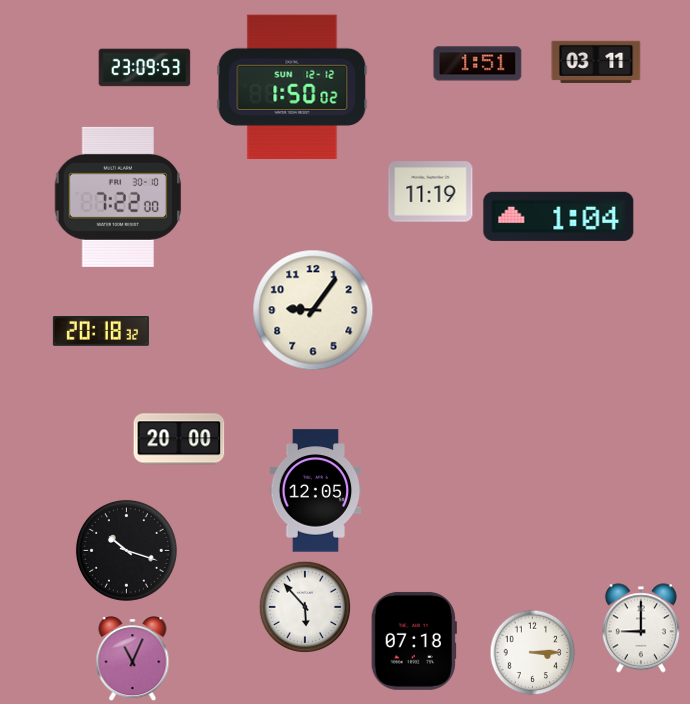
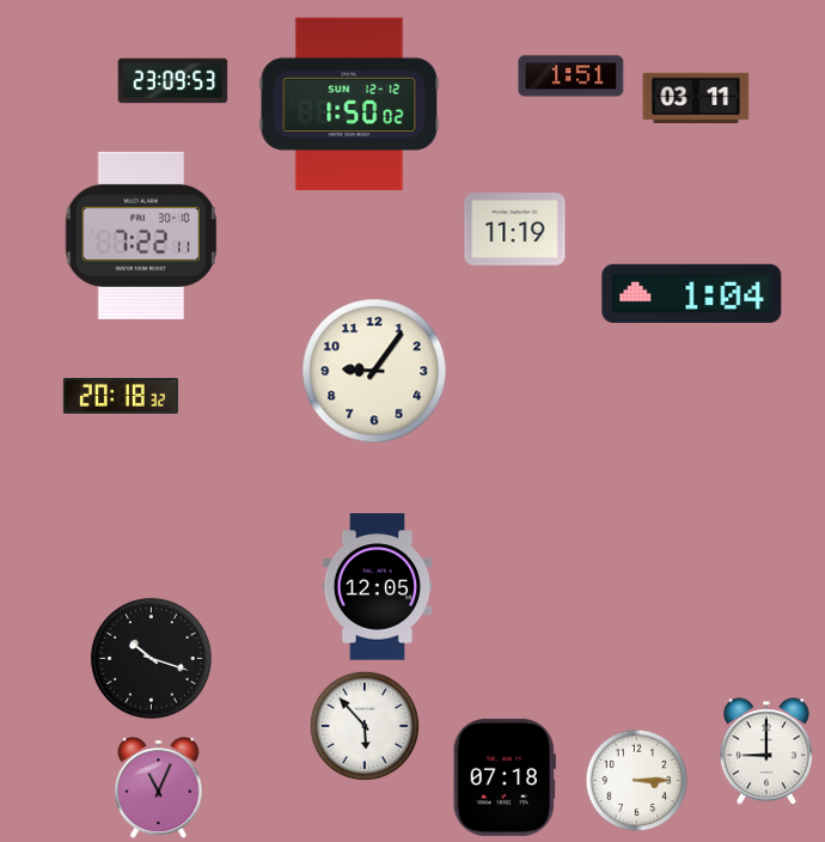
clock at (596, 62) position: (596, 62) -> (696, 98)
clock at (118, 197): 7:22:00 -> 7:22:11
clock at (559, 216) position: (559, 216) -> (692, 293)
clock at (179, 439): 20:00 -> none
clock at (414, 641) position: (414, 641) -> (505, 777)
